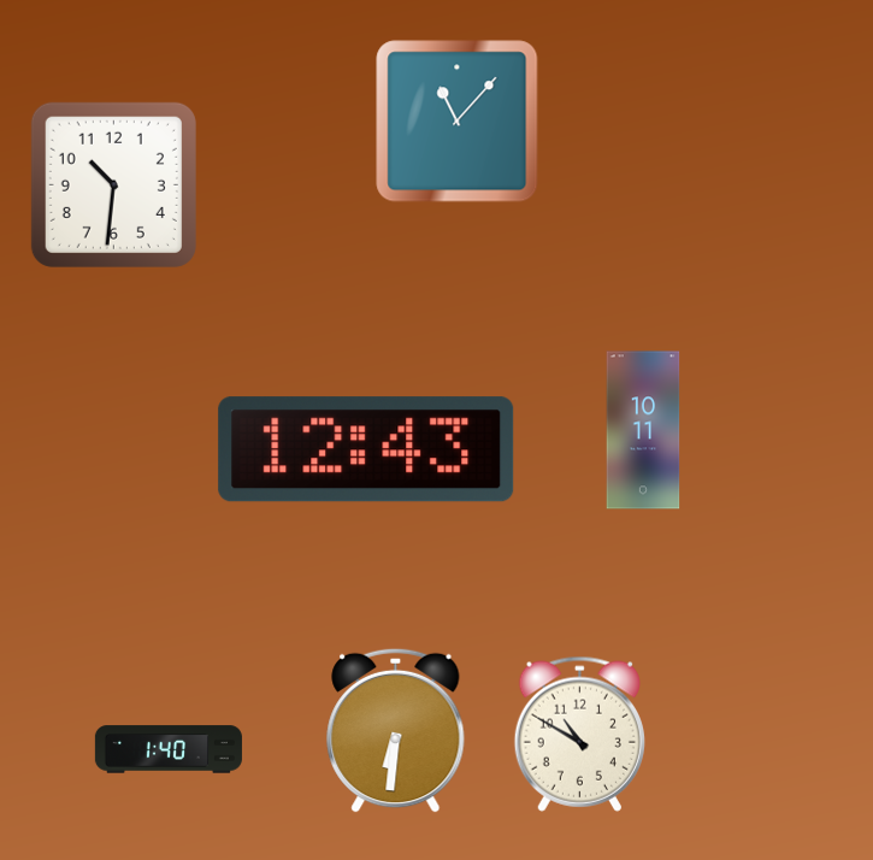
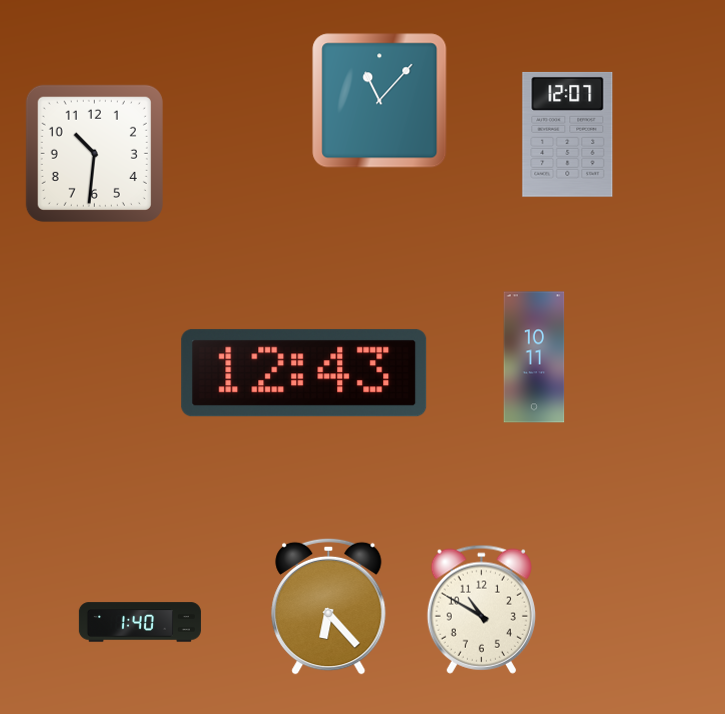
clock at (568, 134): none -> 12:07
clock at (396, 730): 6:31 -> 6:23
